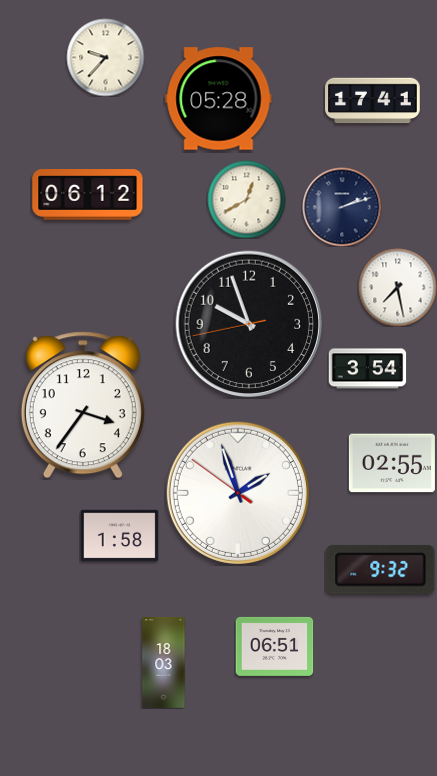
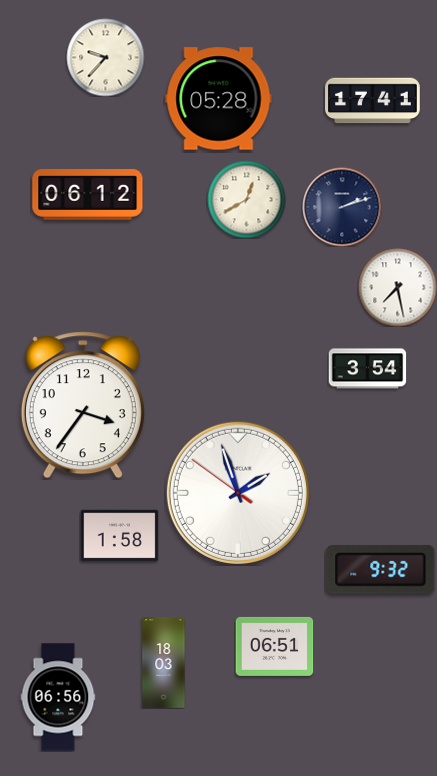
clock at (249, 324): 9:56 -> none
clock at (392, 463): 02:55 -> none
clock at (58, 697): none -> 06:56
